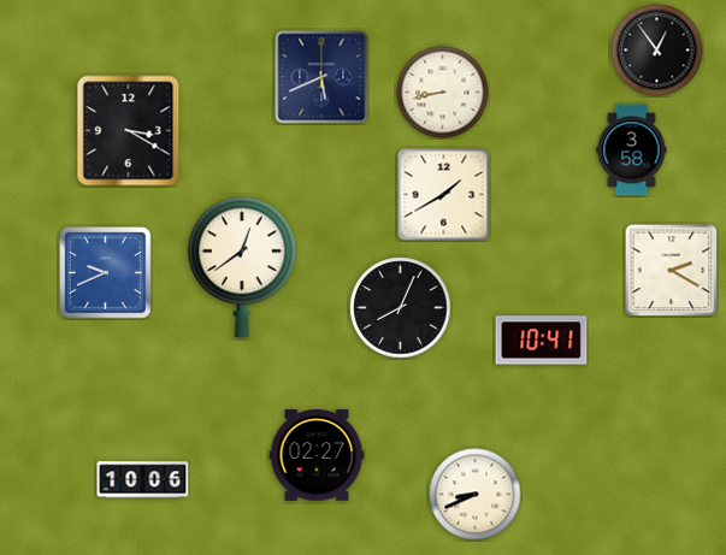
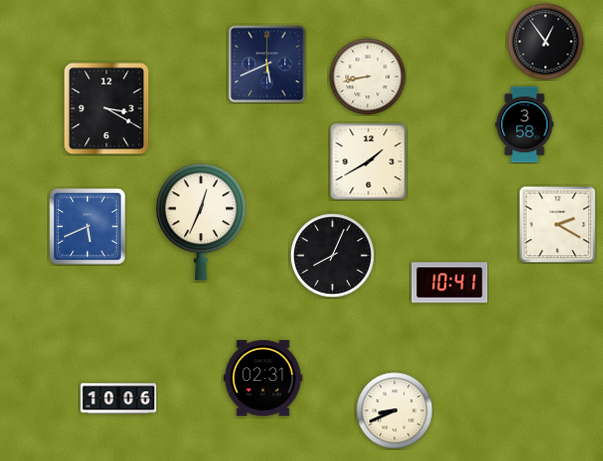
clock at (242, 267): 12:39 -> 12:34
clock at (106, 273): 9:41 -> 5:41
clock at (317, 455): 02:27 -> 02:31
